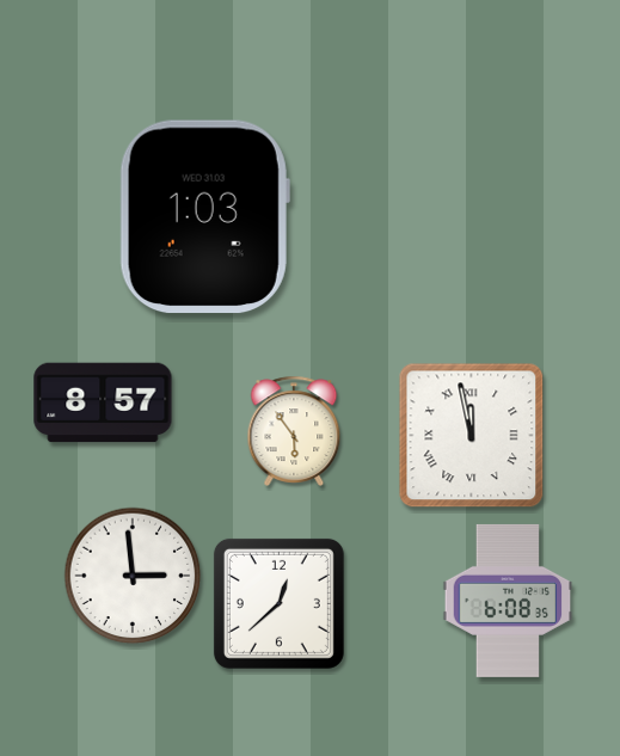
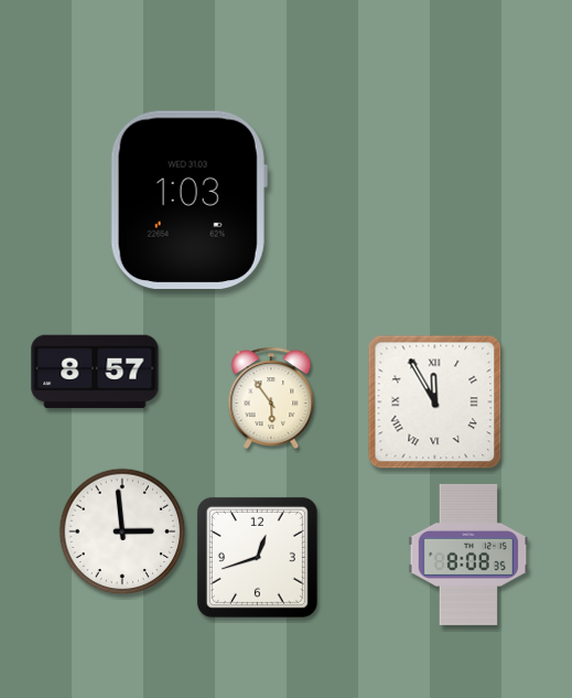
clock at (472, 436): 11:58 -> 11:55
clock at (508, 601): 6:08 -> 8:08
clock at (278, 603): 12:38 -> 12:42
